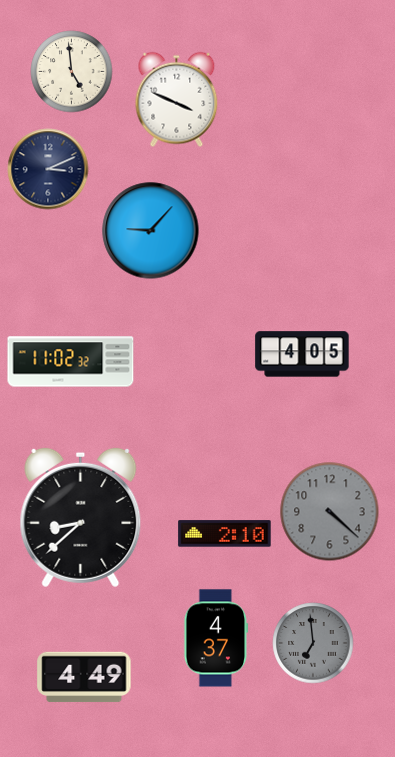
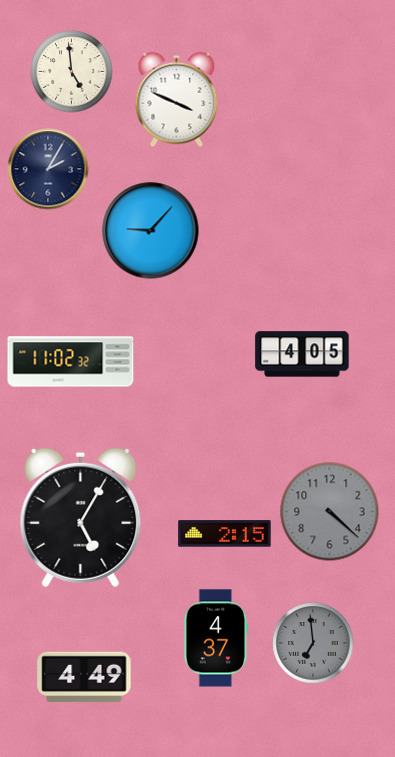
clock at (48, 169): 3:11 -> 2:05
clock at (81, 518): 8:38 -> 5:05
clock at (225, 534): 2:10 -> 2:15
